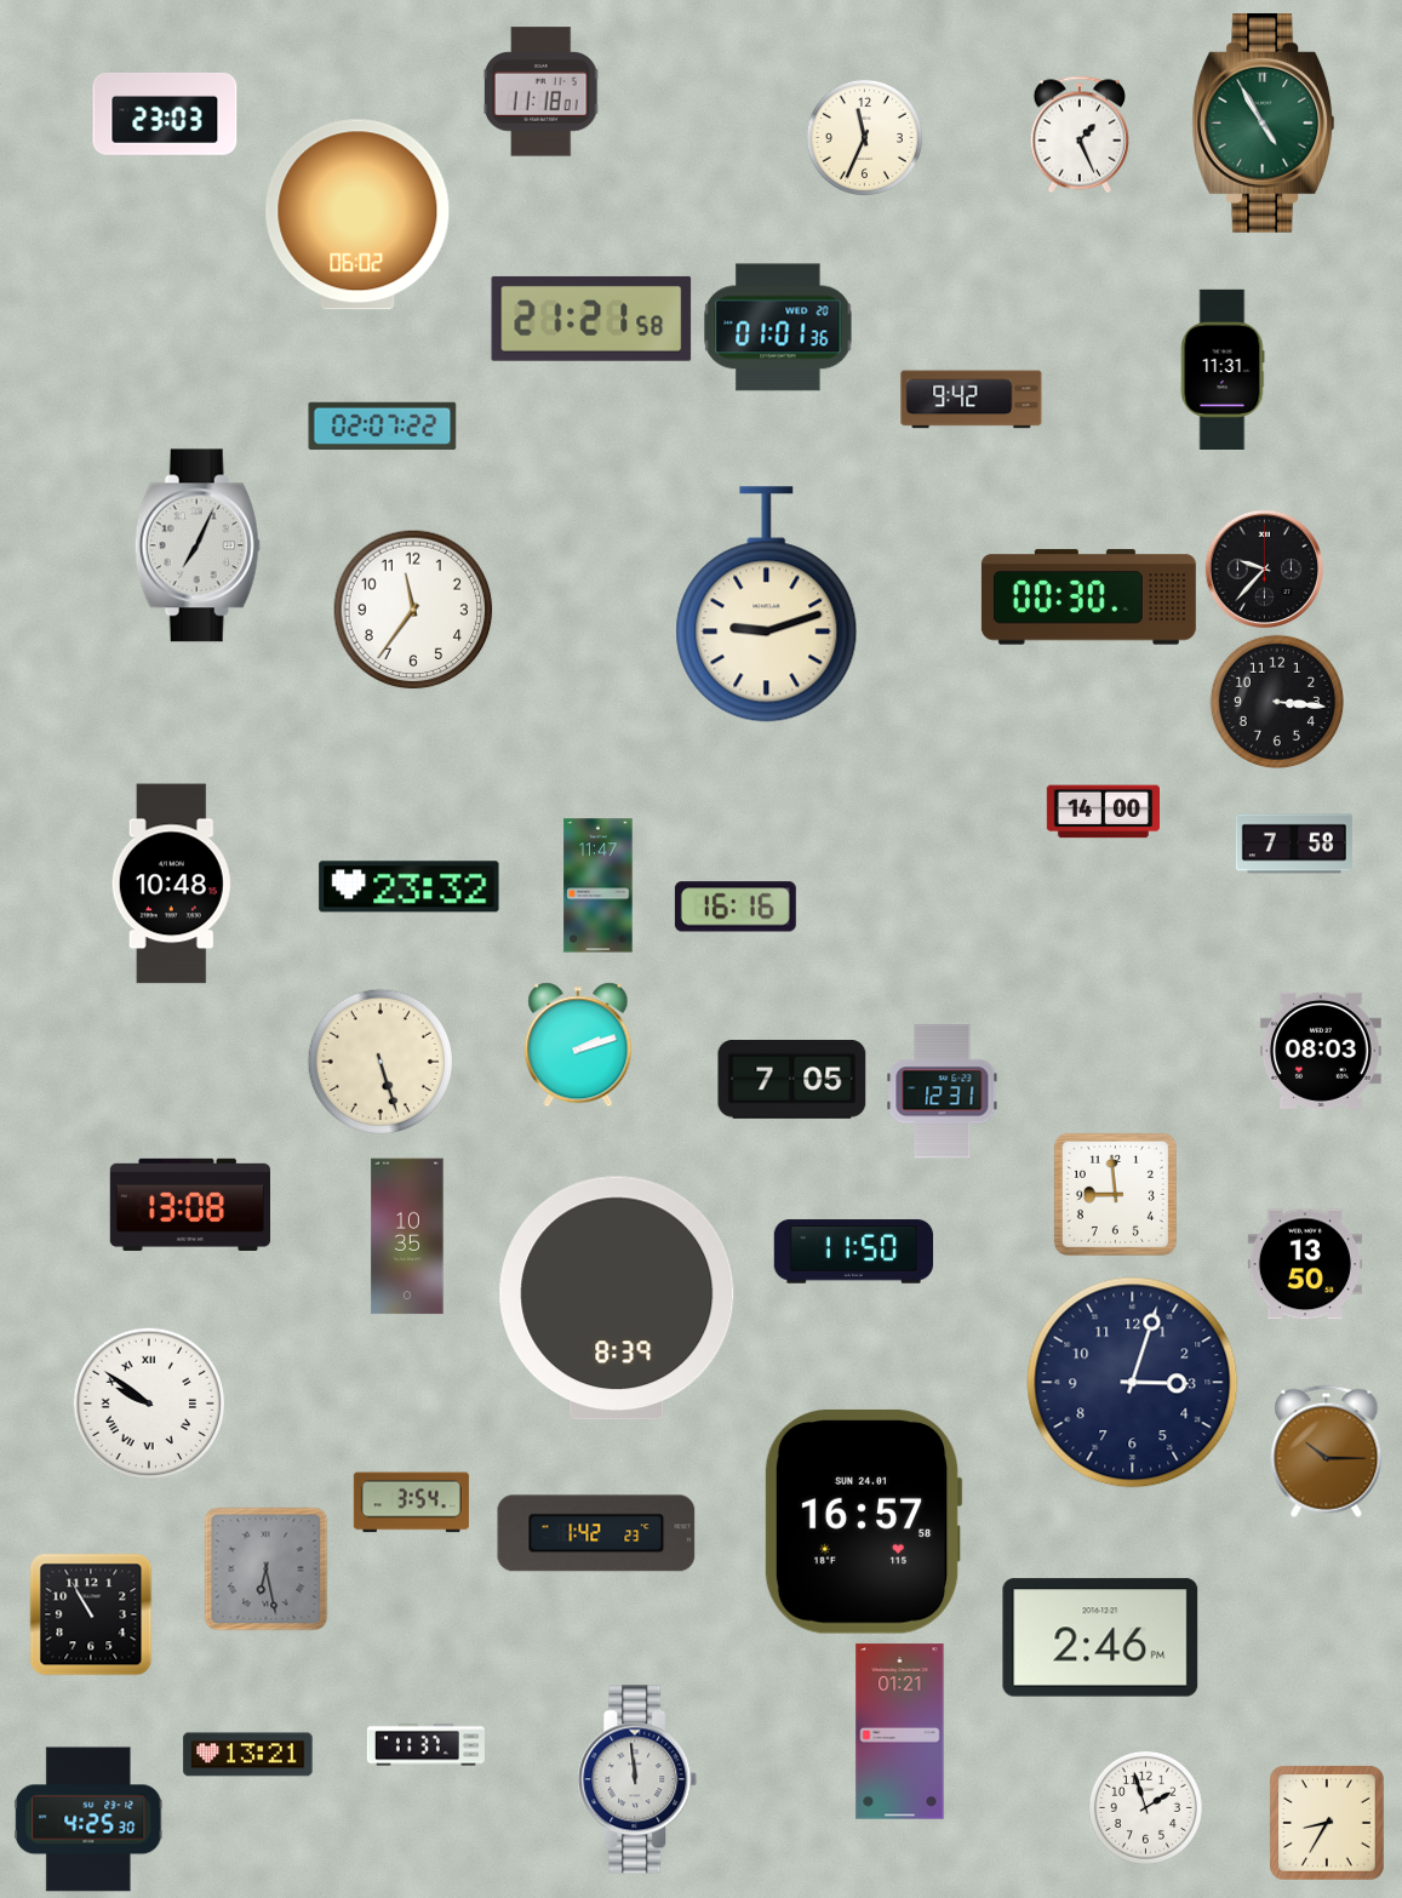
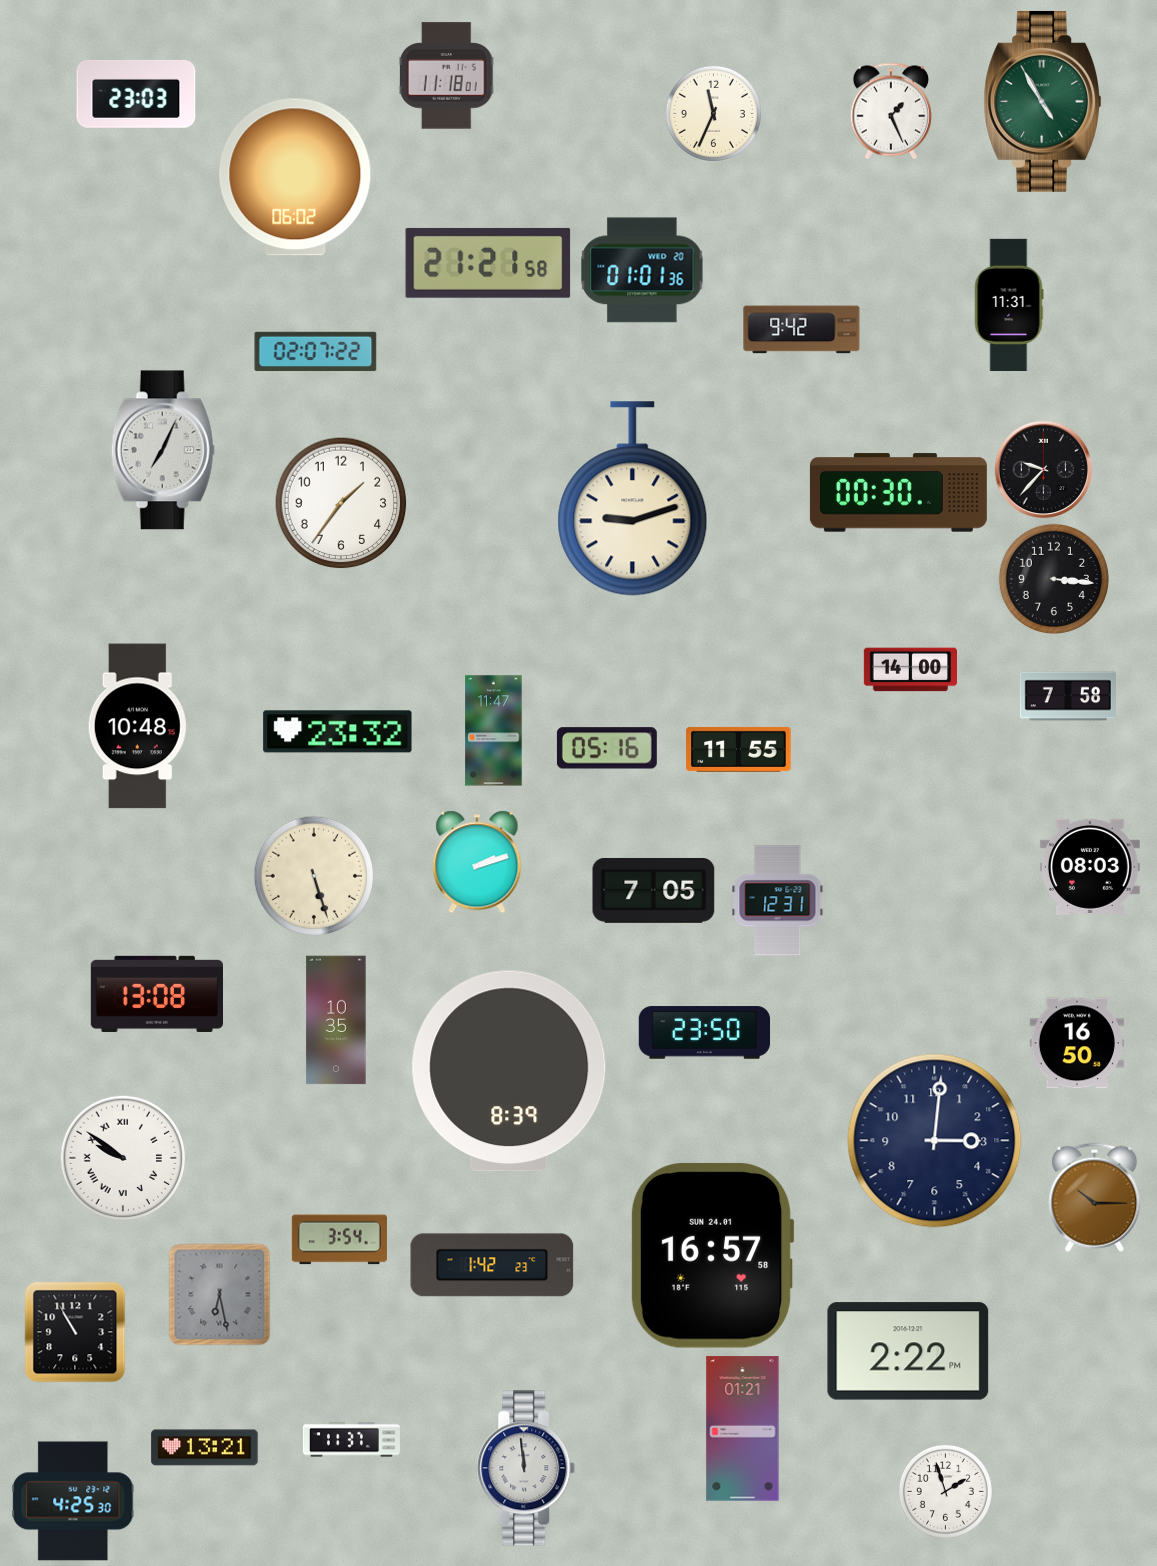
clock at (413, 610): 11:36 -> 1:36
clock at (172, 884) position: (172, 884) -> (138, 726)
clock at (736, 907): 16:16 -> 05:16
clock at (739, 749): none -> 11:55
clock at (1115, 1194): 8:59 -> none
clock at (854, 1252): 11:50 -> 23:50
clock at (1305, 1264): 13:50 -> 16:50
clock at (1133, 1383): 3:03 -> 3:01
clock at (1100, 1637): 2:46 -> 2:22
clock at (1327, 1823): 8:35 -> none
